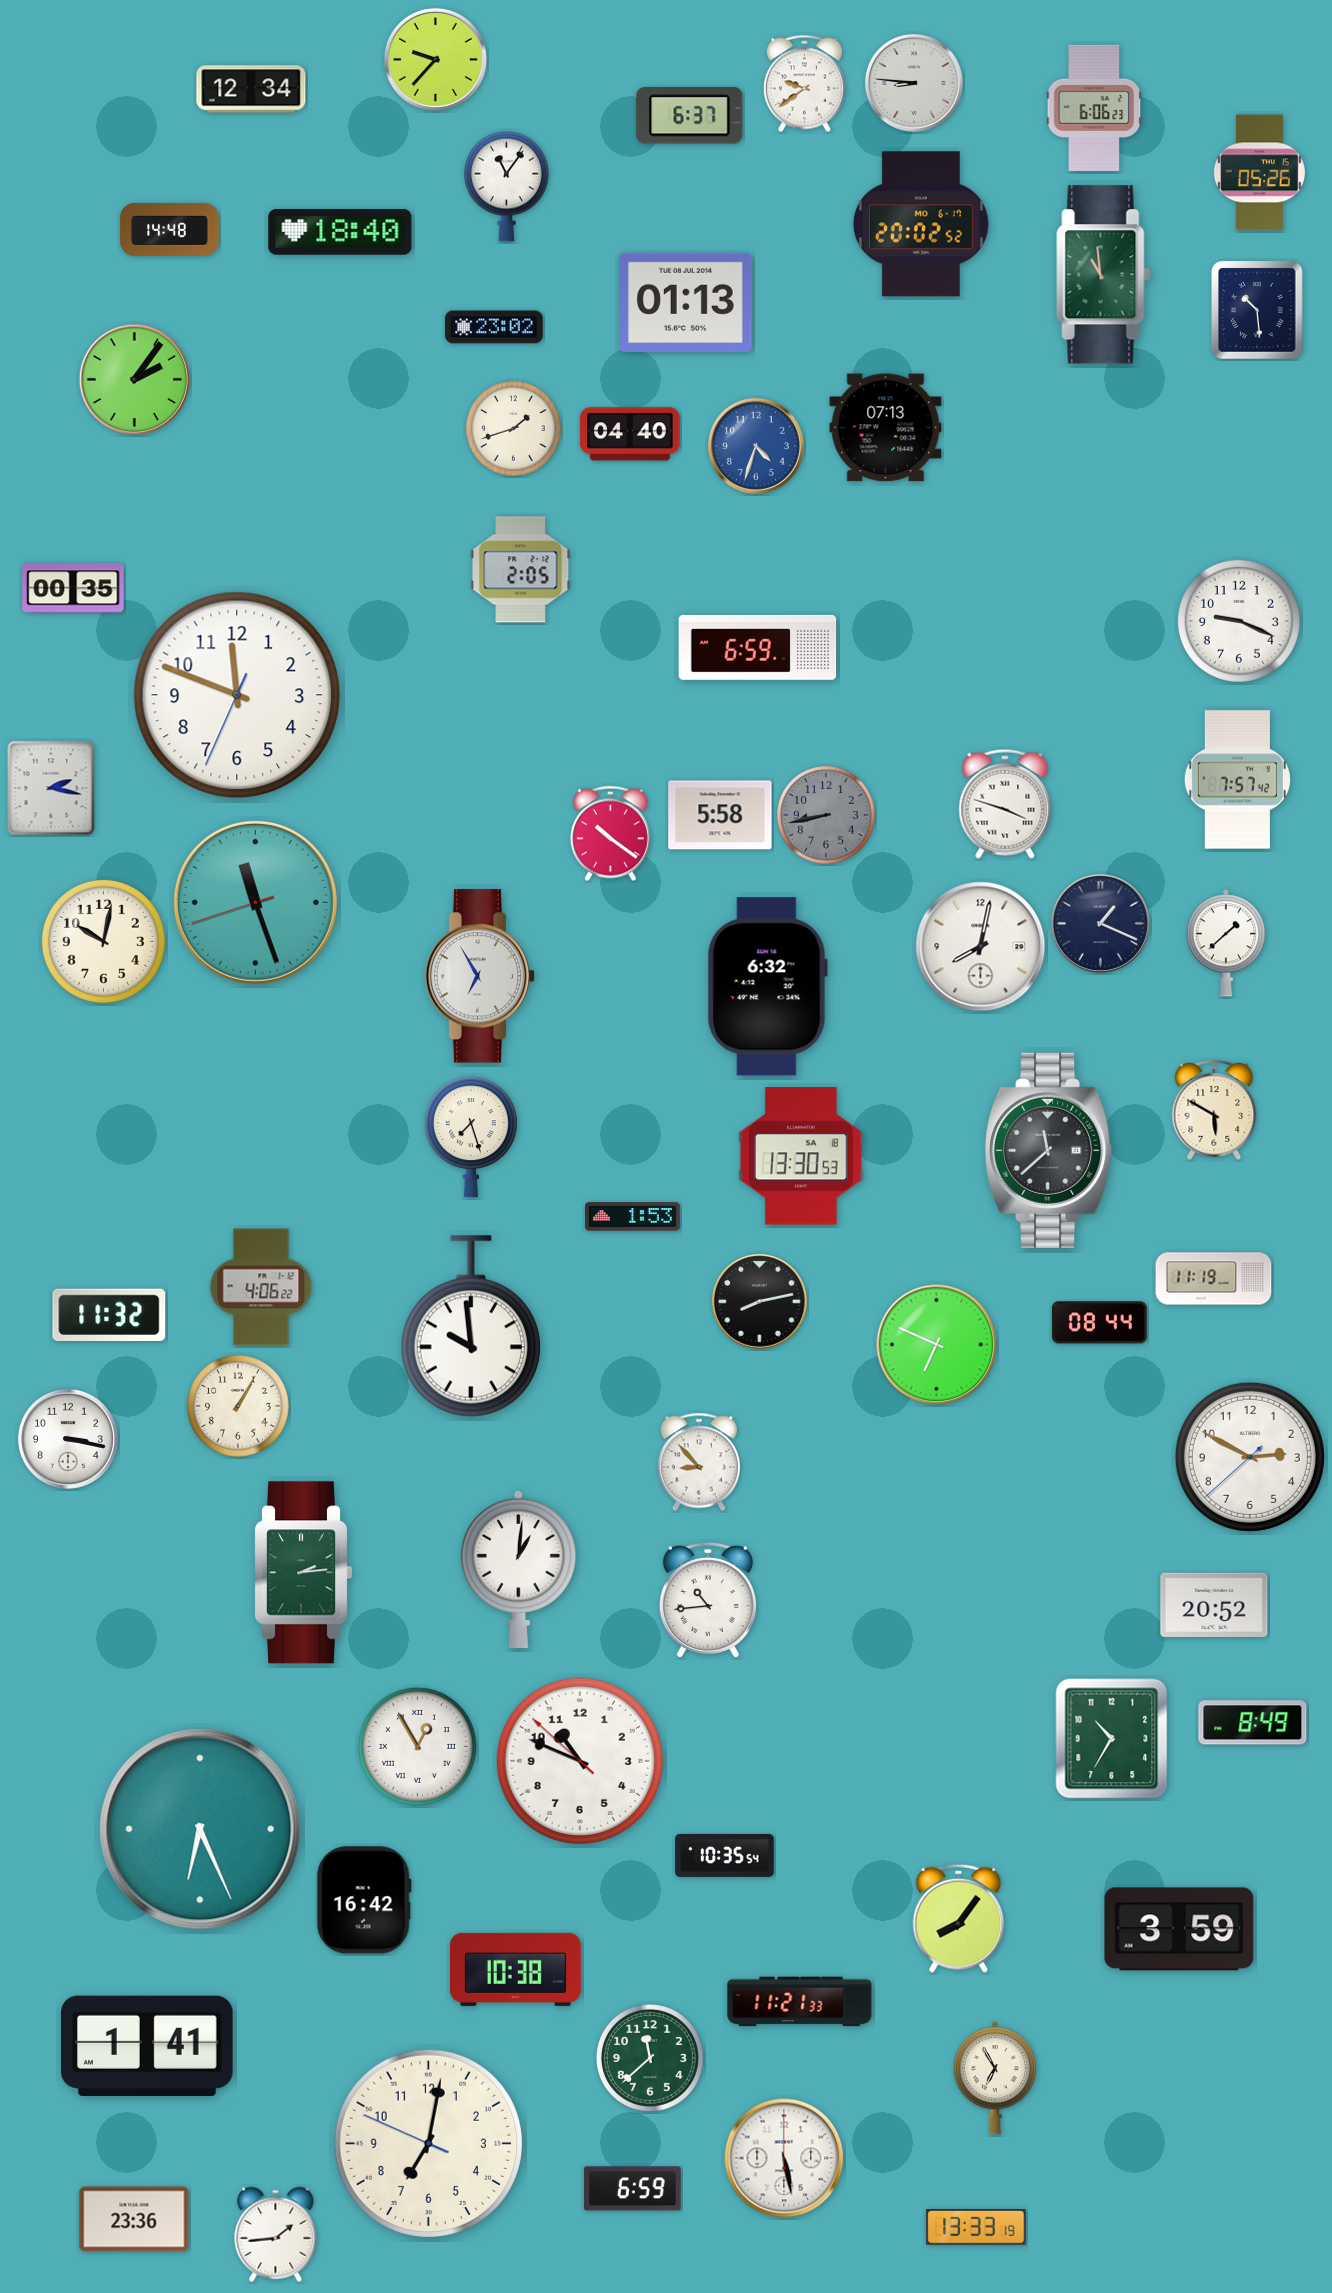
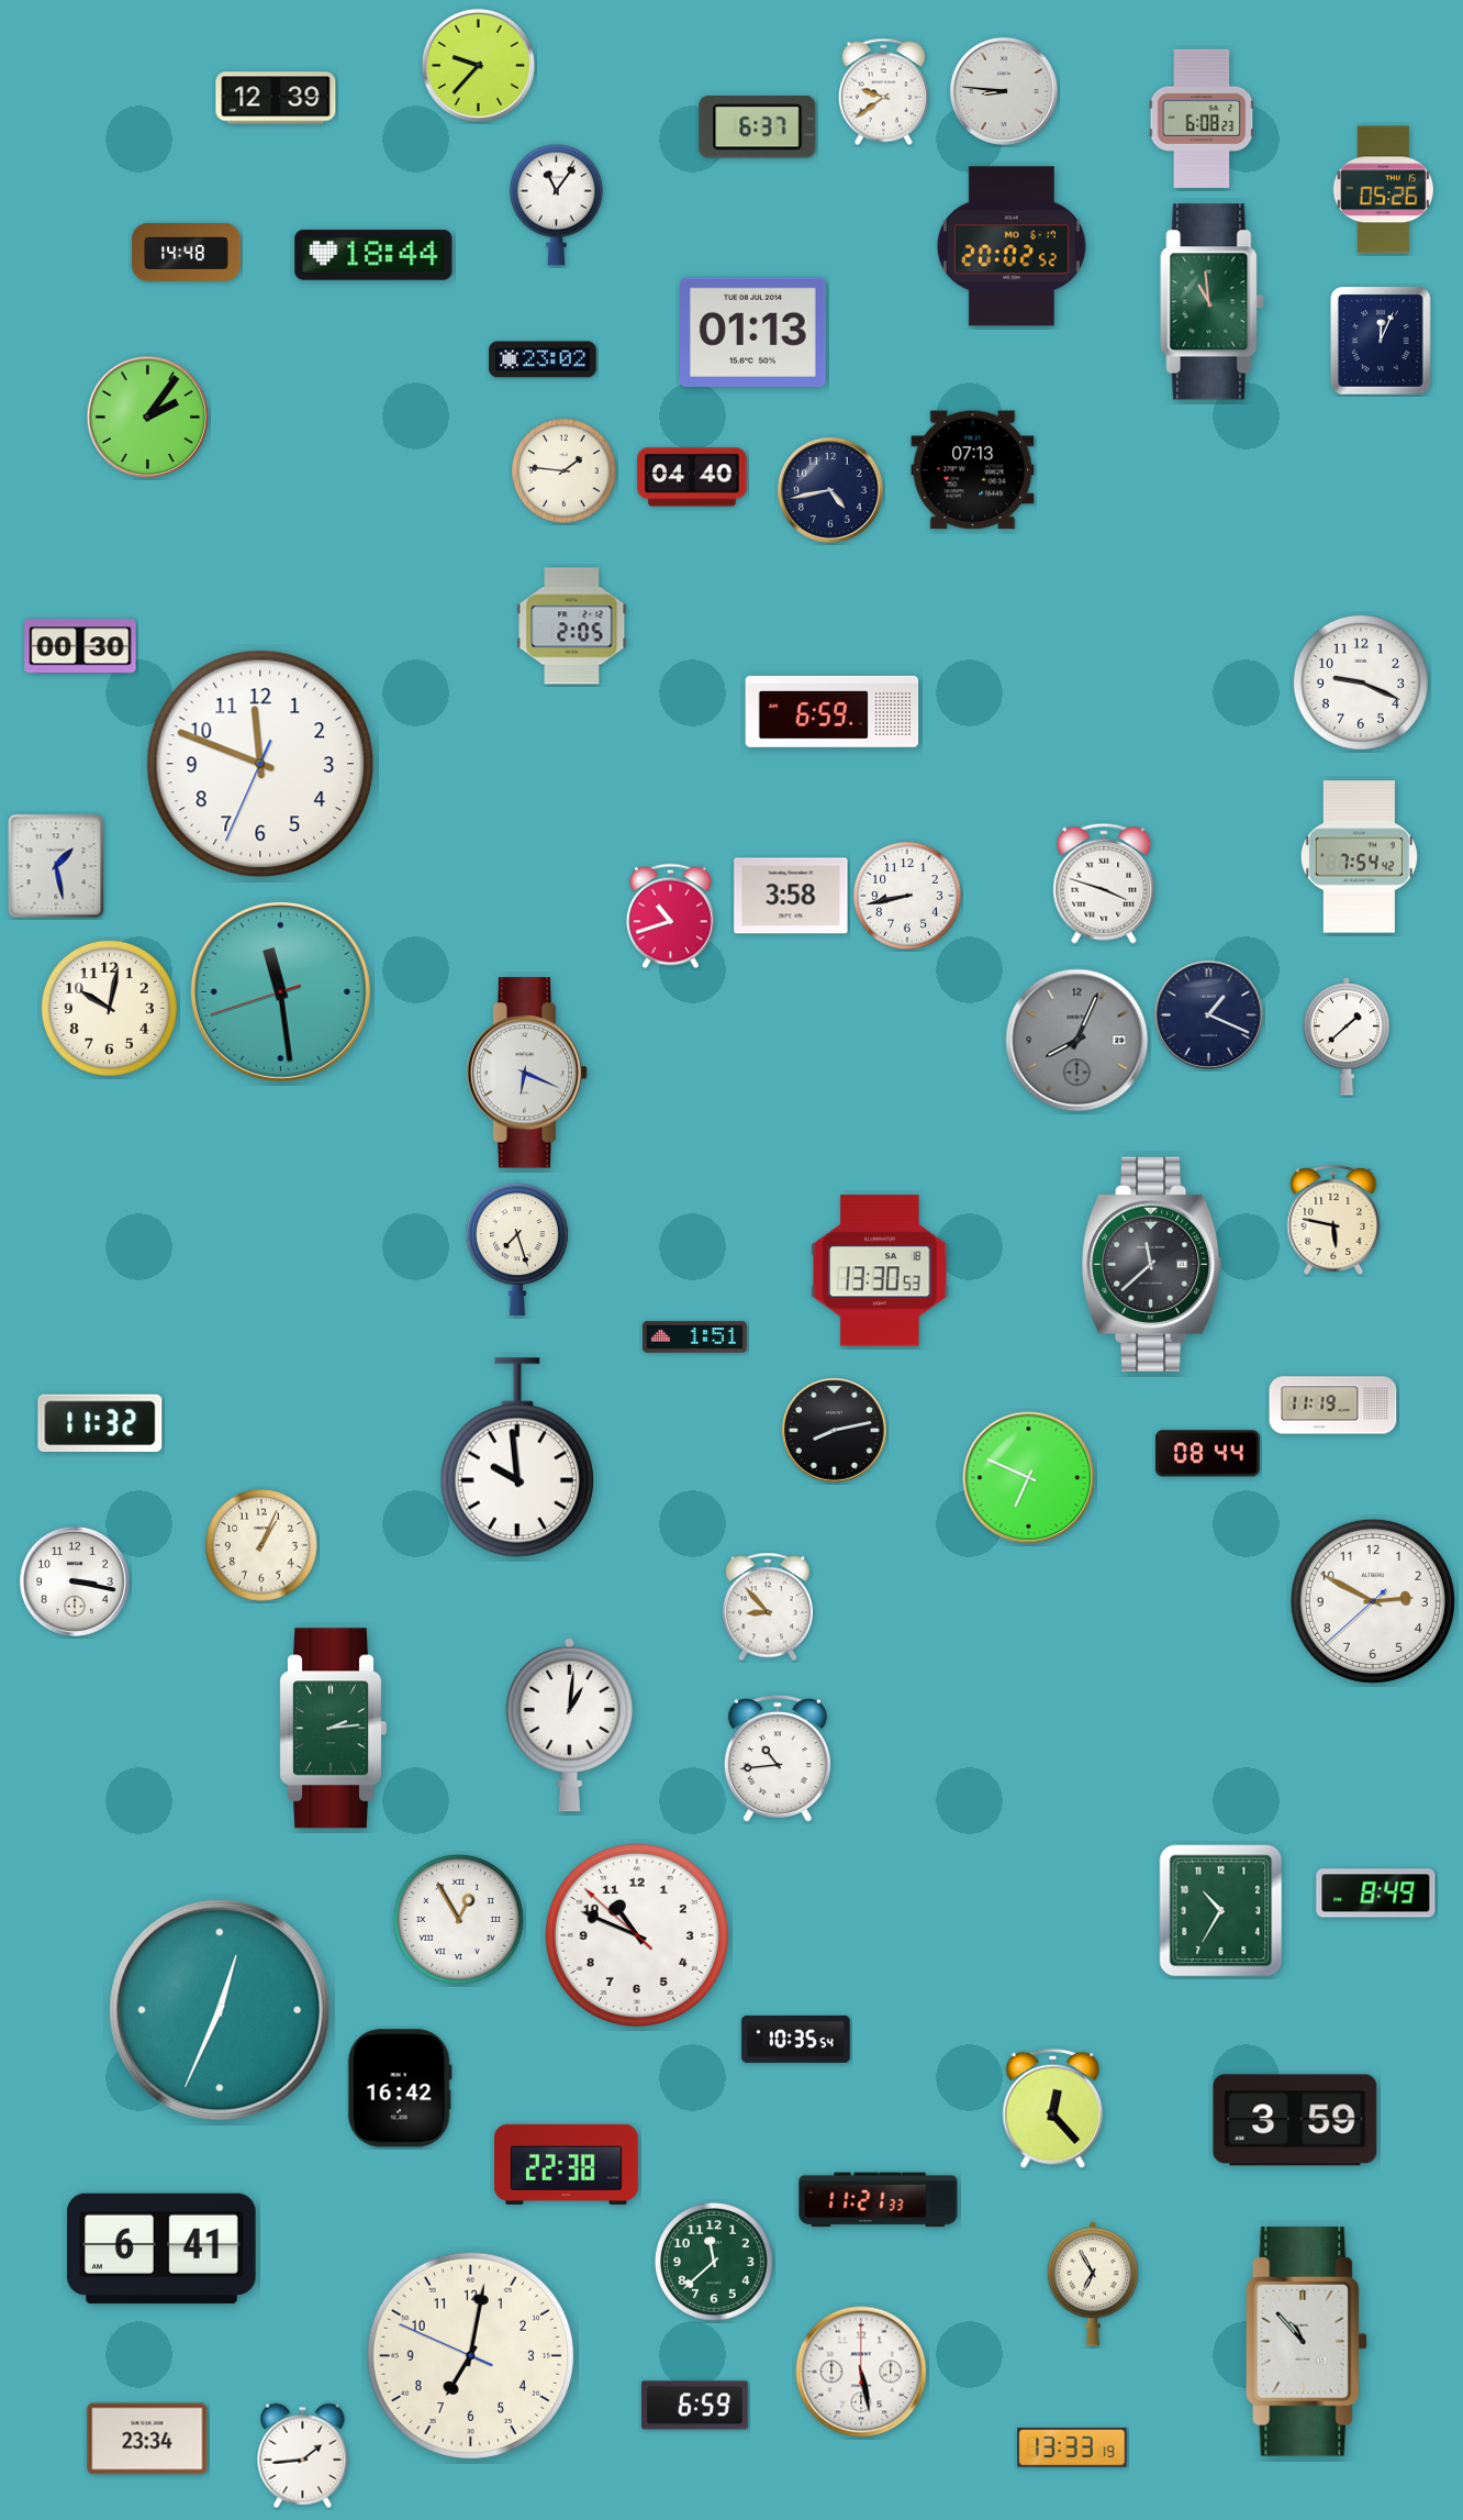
clock at (251, 89): 12:34 -> 12:39
clock at (1094, 108): 6:06 -> 6:08
clock at (340, 232): 18:40 -> 18:44
clock at (1257, 310): 10:29 -> 12:04
clock at (514, 429): 1:42 -> 1:46
clock at (756, 446): 4:33 -> 4:43
clock at (756, 446) dial: blue -> navy
clock at (73, 588): 00:35 -> 00:30
clock at (1237, 780): 7:57 -> 7:54
clock at (51, 788): 2:17 -> 1:28
clock at (720, 815): 5:58 -> 3:58
clock at (826, 815) dial: grey -> white
clock at (610, 834): 10:21 -> 10:42
clock at (255, 902): 11:26 -> 11:28
clock at (103, 941) position: (103, 941) -> (109, 1008)
clock at (981, 947): 8:02 -> 8:04
clock at (981, 947) dial: white -> grey
clock at (480, 976): 6:55 -> 6:19
clock at (767, 987): 6:32 -> none
clock at (1214, 1111): 5:50 -> 5:47
clock at (633, 1217): 1:53 -> 1:51
clock at (261, 1287): 4:06 -> none
clock at (109, 1314) position: (109, 1314) -> (100, 1422)
clock at (238, 1406): 1:05 -> 1:04
clock at (1214, 1605): 20:52 -> none
clock at (200, 1829): 6:26 -> 12:34
clock at (959, 1918): 8:06 -> 12:23
clock at (515, 1969): 10:38 -> 22:38
clock at (147, 2046): 1:41 -> 6:41
clock at (1307, 2342): none -> 10:53
clock at (134, 2219): 23:36 -> 23:34
